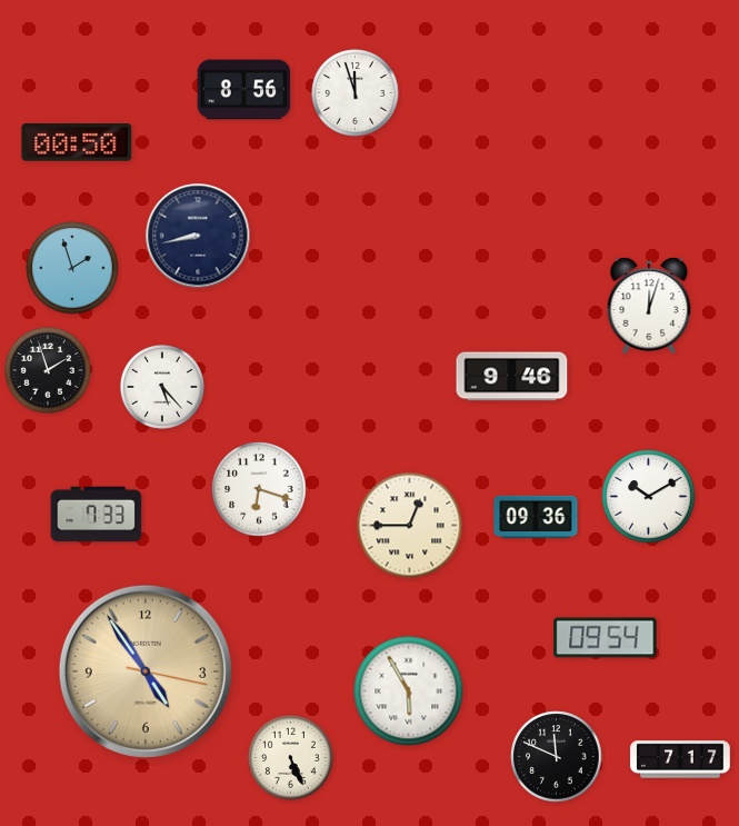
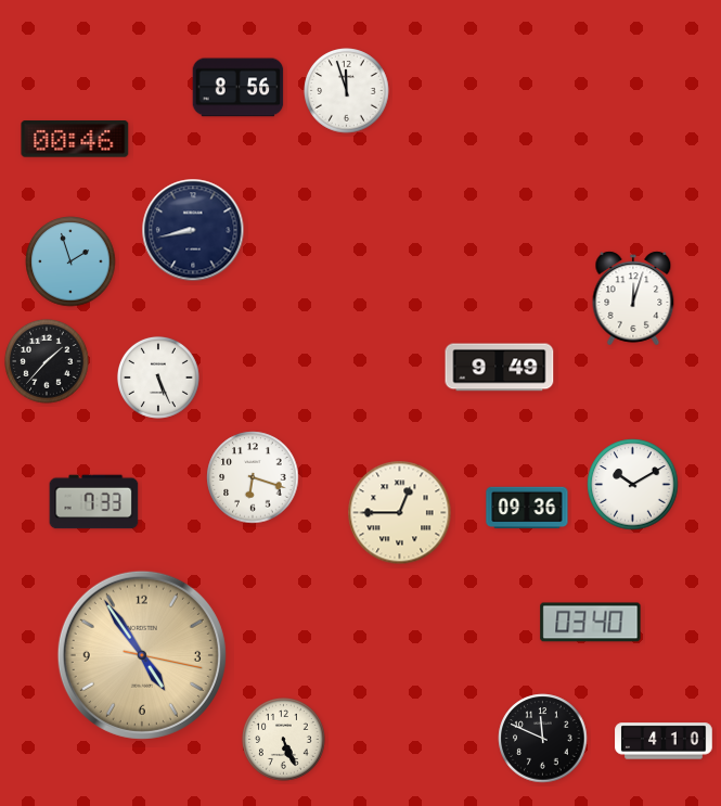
clock at (77, 142): 00:50 -> 00:46
clock at (49, 371): 1:57 -> 1:37
clock at (512, 377): 9:46 -> 9:49
clock at (162, 387): 5:23 -> 5:26
clock at (536, 517) position: (536, 517) -> (527, 508)
clock at (606, 638): 09:54 -> 03:40
clock at (409, 691): 5:55 -> none
clock at (680, 759): 7:17 -> 4:10
